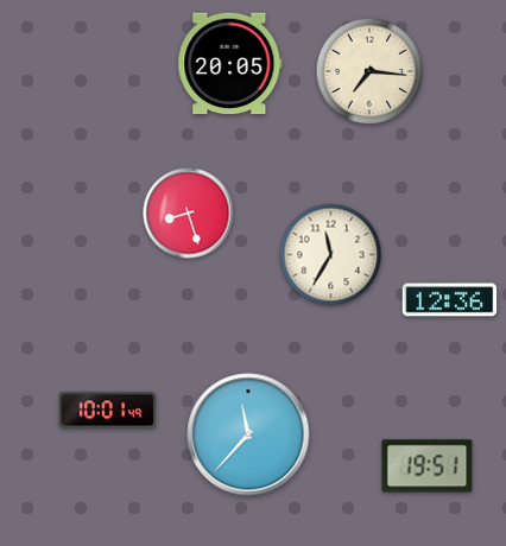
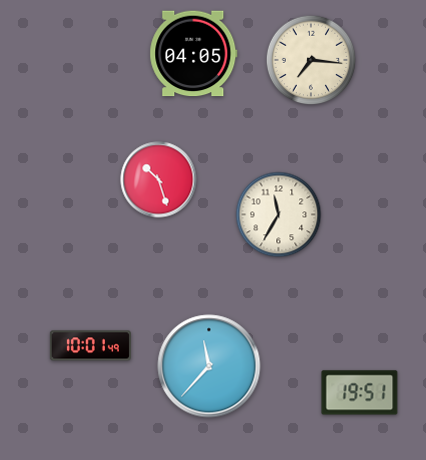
clock at (230, 64): 20:05 -> 04:05
clock at (189, 214): 8:27 -> 10:27
clock at (450, 300): 12:36 -> none
